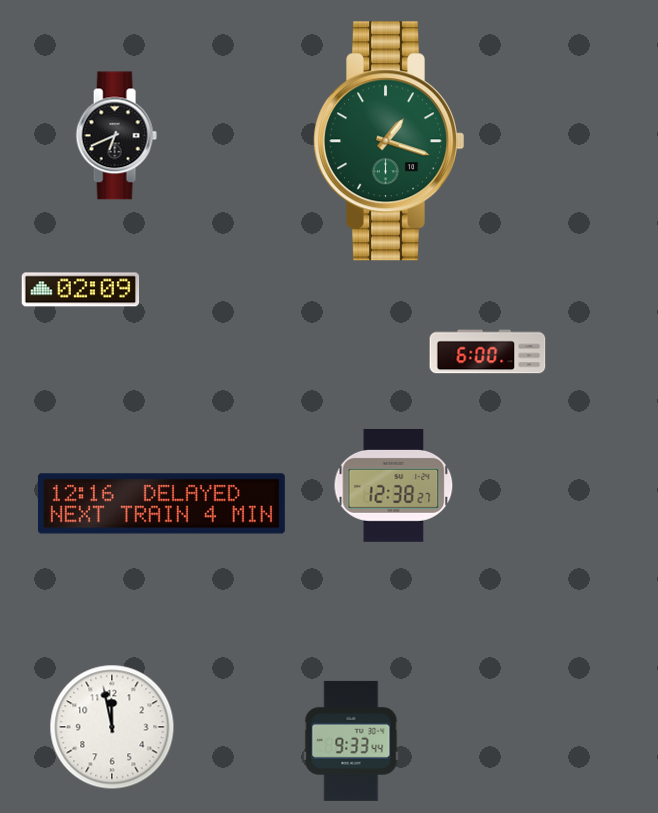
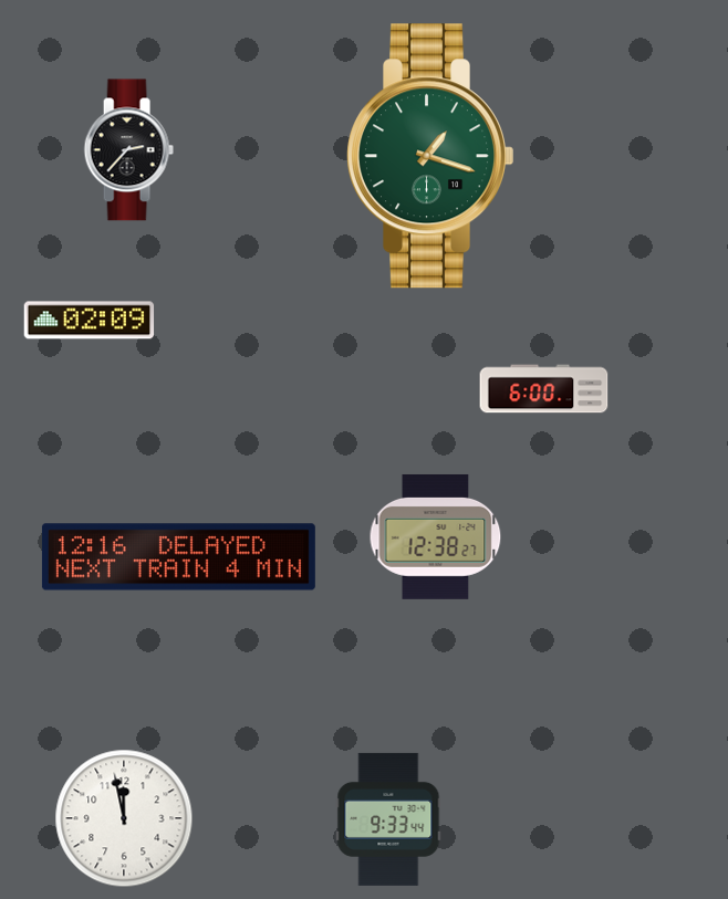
clock at (116, 136): 6:41 -> 2:37
clock at (488, 352) position: (488, 352) -> (544, 389)
clock at (112, 727) position: (112, 727) -> (124, 818)
